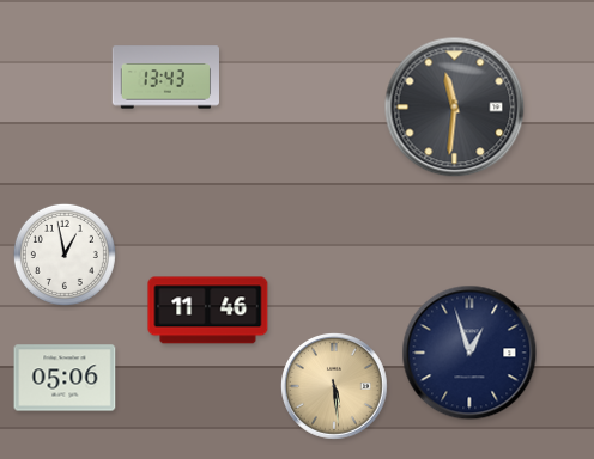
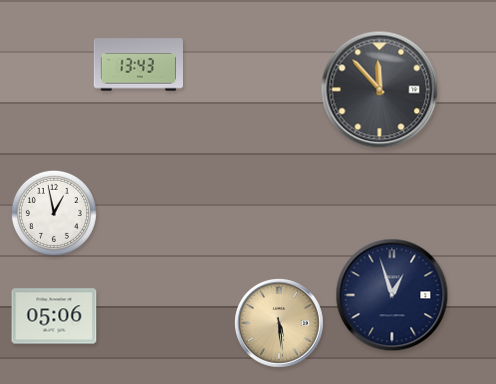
clock at (455, 108): 11:31 -> 11:53
clock at (208, 311): 11:46 -> none
